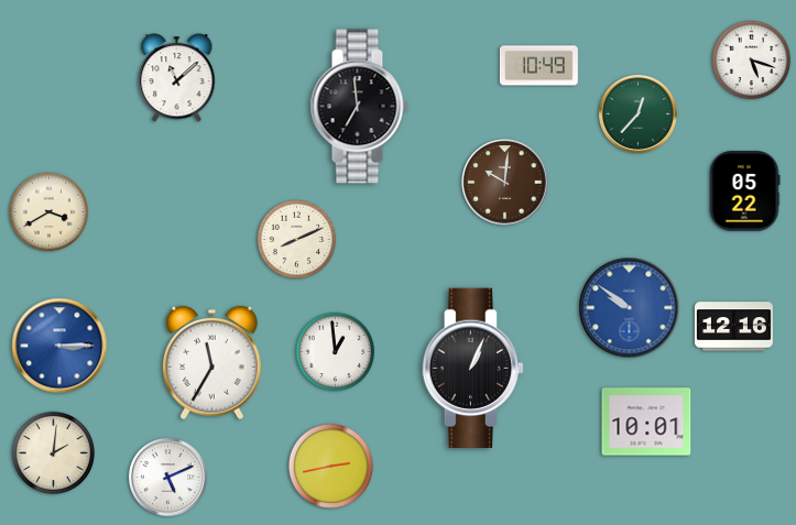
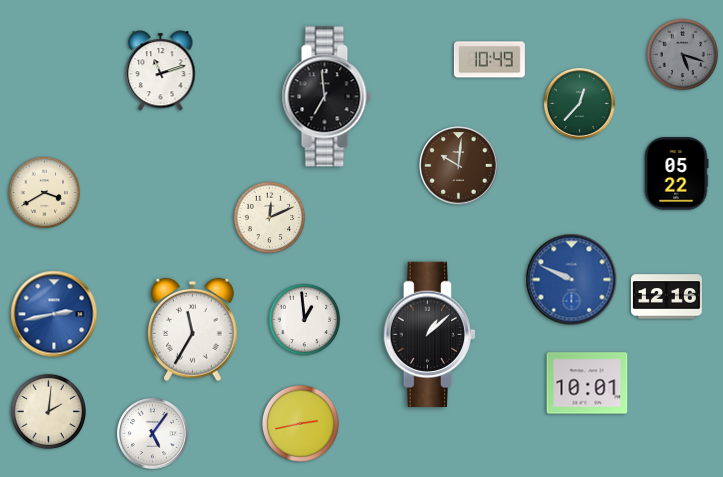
clock at (752, 61) dial: white -> grey
clock at (177, 78): 11:08 -> 11:12
clock at (297, 240): 8:11 -> 12:11
clock at (630, 308): 9:51 -> 9:49
clock at (59, 346): 3:15 -> 2:43
clock at (472, 369): 1:04 -> 1:08
clock at (167, 477): 5:11 -> 5:06
